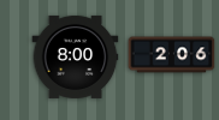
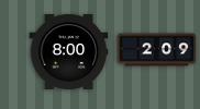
clock at (172, 55): 2:06 -> 2:09
